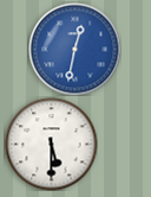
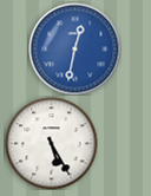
clock at (51, 144): 5:30 -> 5:25
